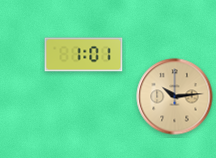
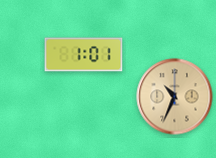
clock at (175, 97): 10:14 -> 10:34
